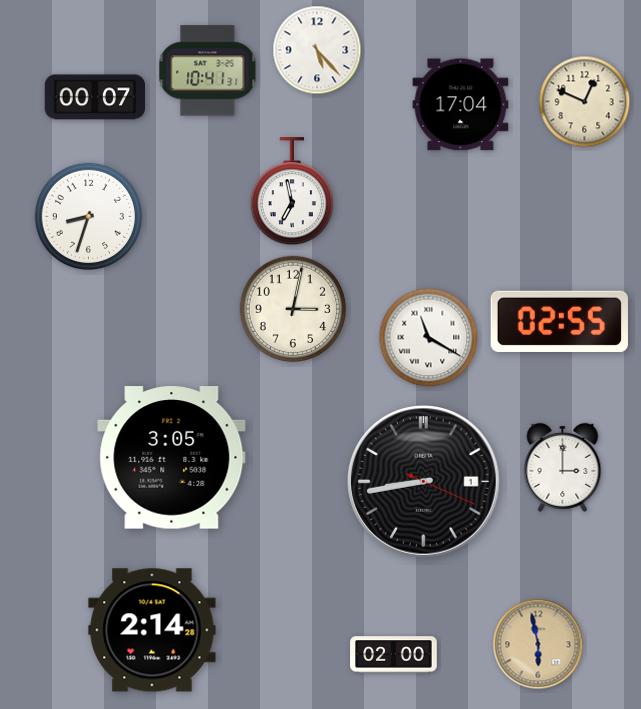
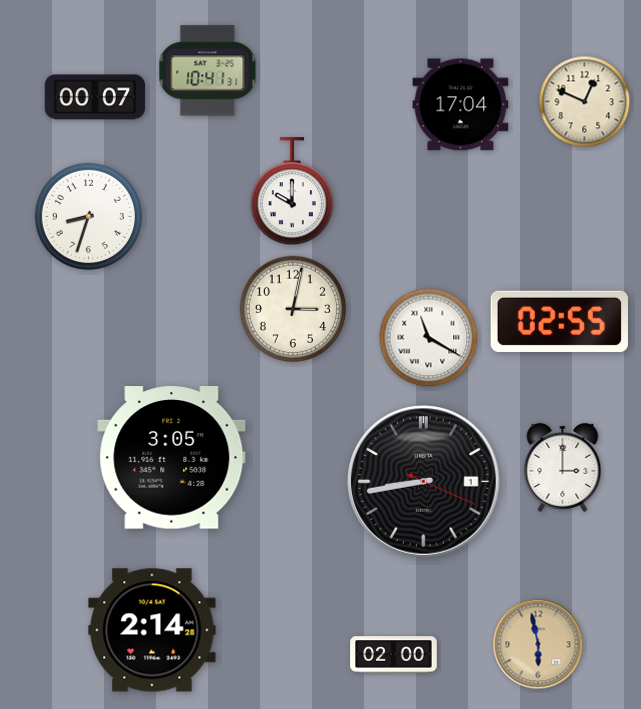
clock at (317, 50): 5:23 -> none
clock at (292, 192): 6:58 -> 10:00
